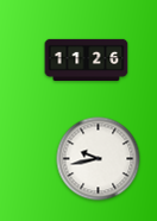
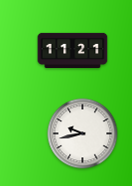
clock at (87, 59): 11:26 -> 11:21
